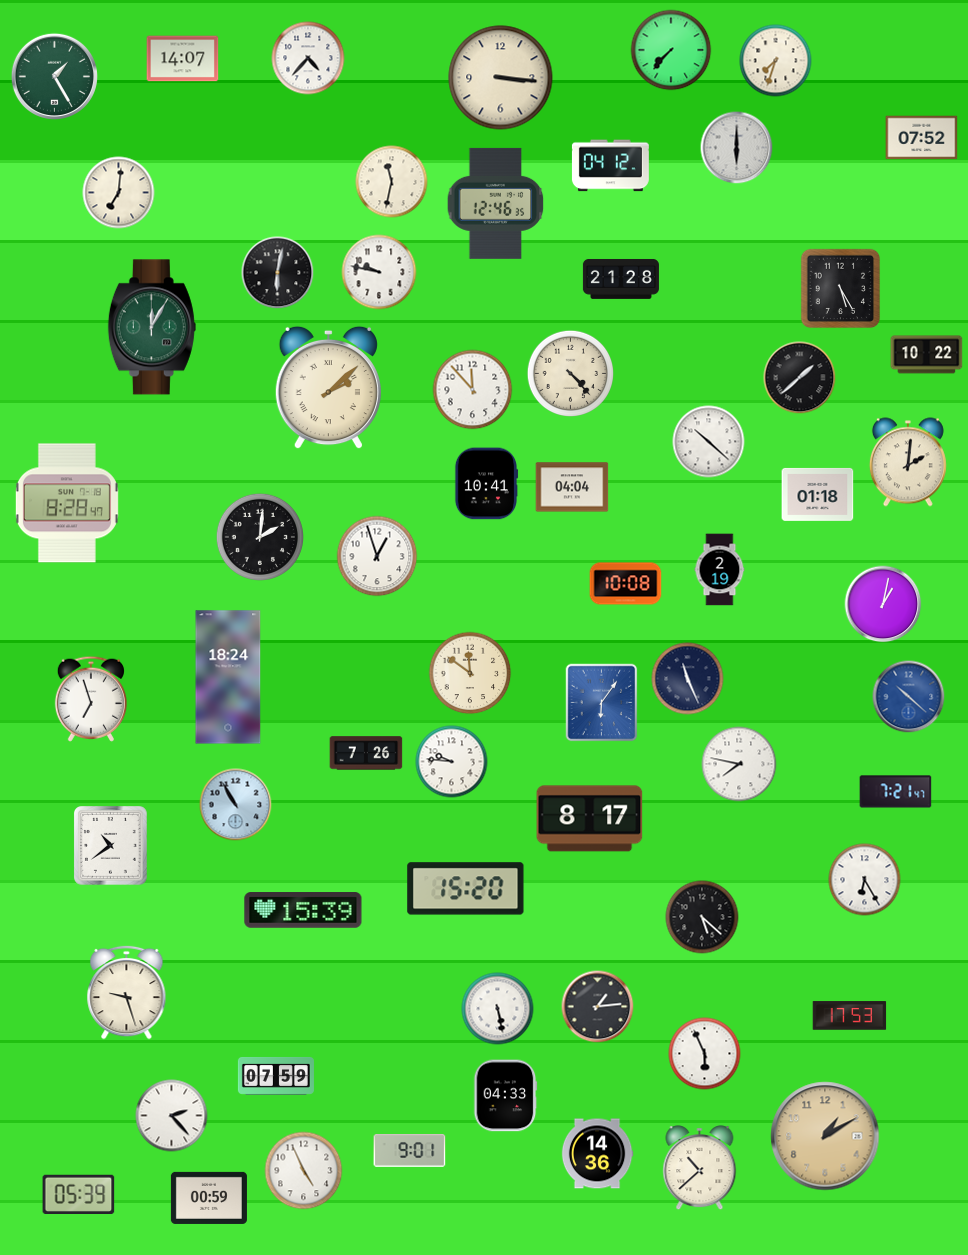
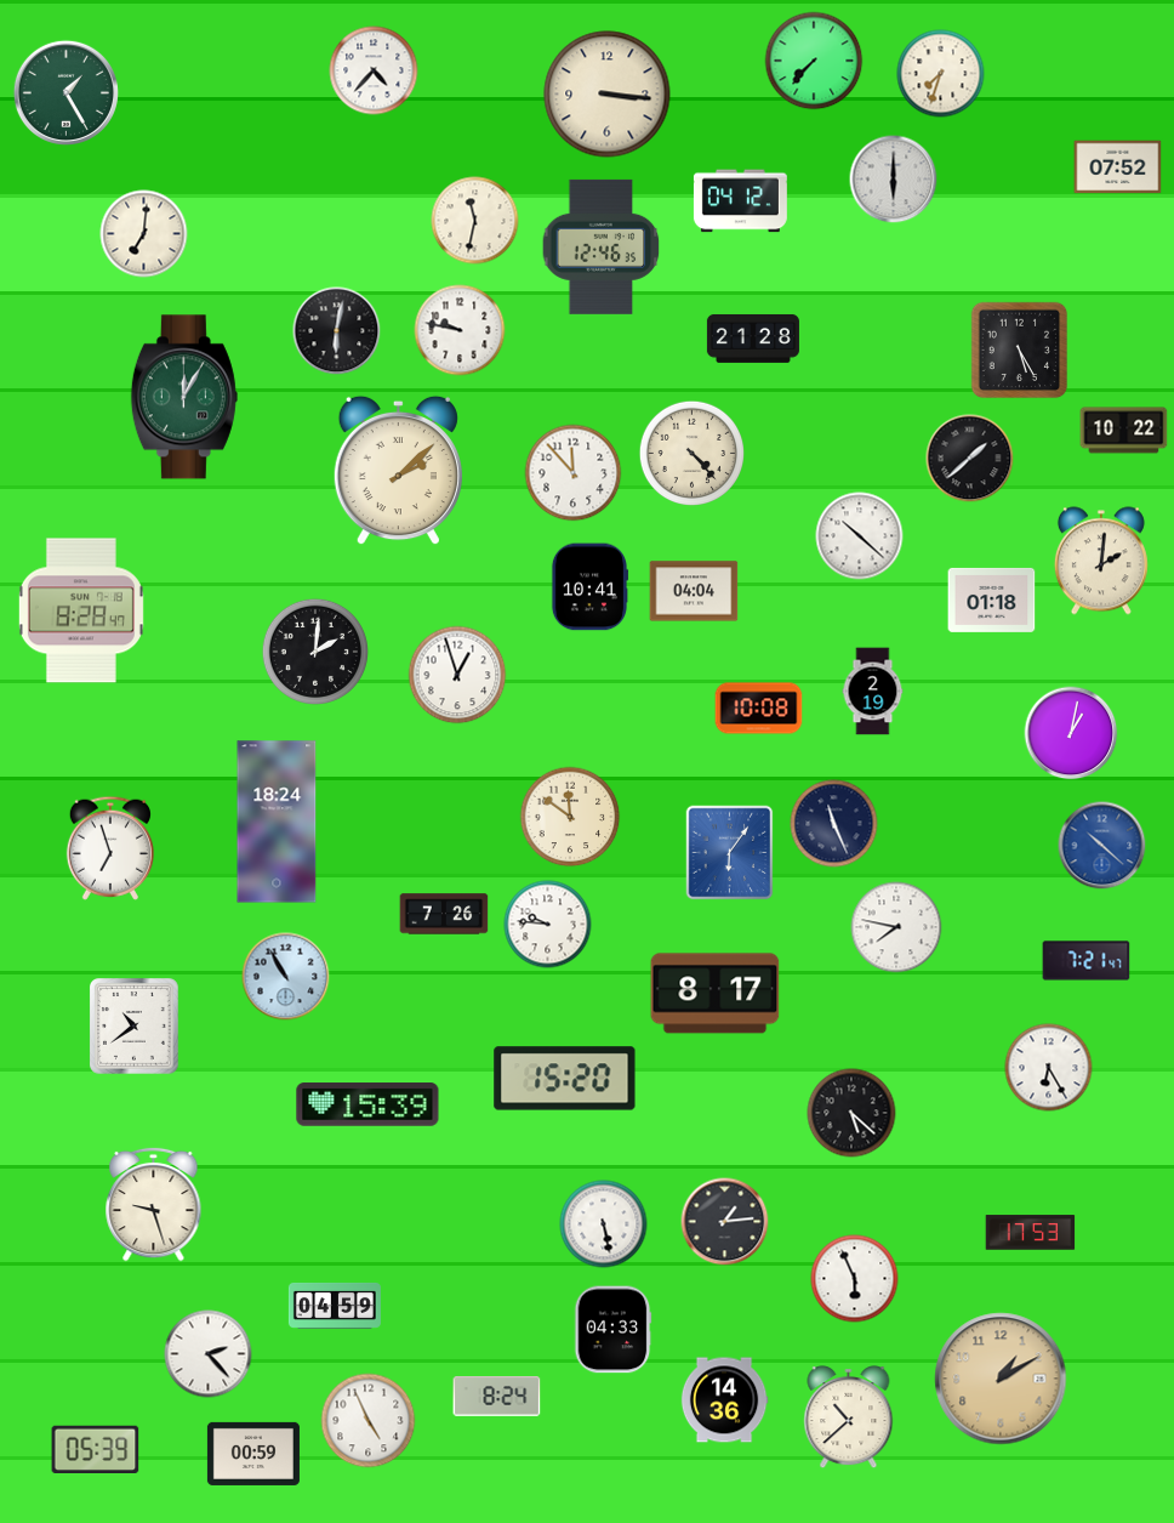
clock at (183, 59): 14:07 -> none
clock at (276, 1076): 07:59 -> 04:59
clock at (410, 1151): 9:01 -> 8:24
